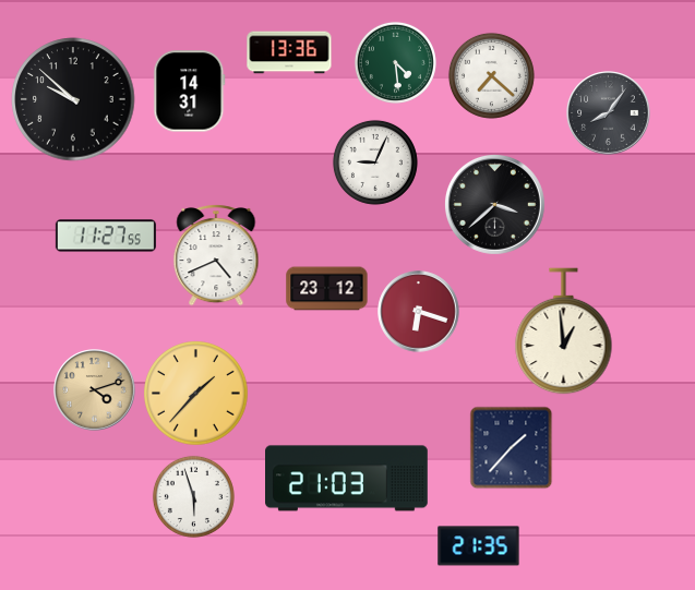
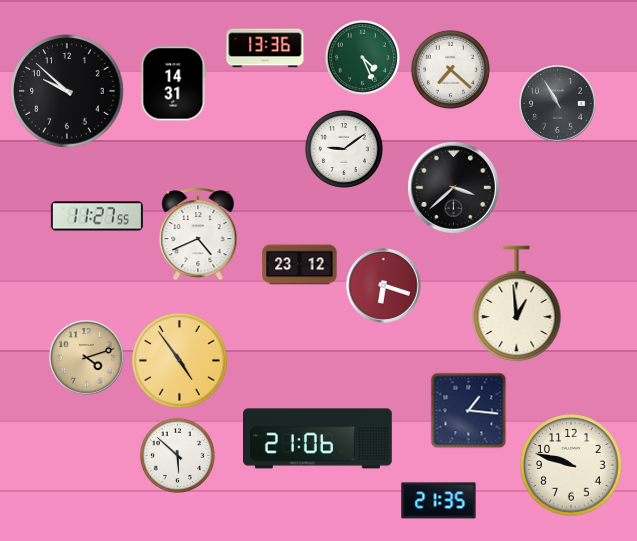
clock at (395, 62): 4:29 -> 4:26
clock at (609, 113): 8:06 -> 10:55
clock at (375, 162): 9:04 -> 9:09
clock at (196, 394): 1:37 -> 4:54
clock at (512, 448): 1:37 -> 1:16
clock at (347, 479): 21:03 -> 21:06
clock at (193, 496): 5:57 -> 5:52
clock at (571, 465): none -> 9:48
